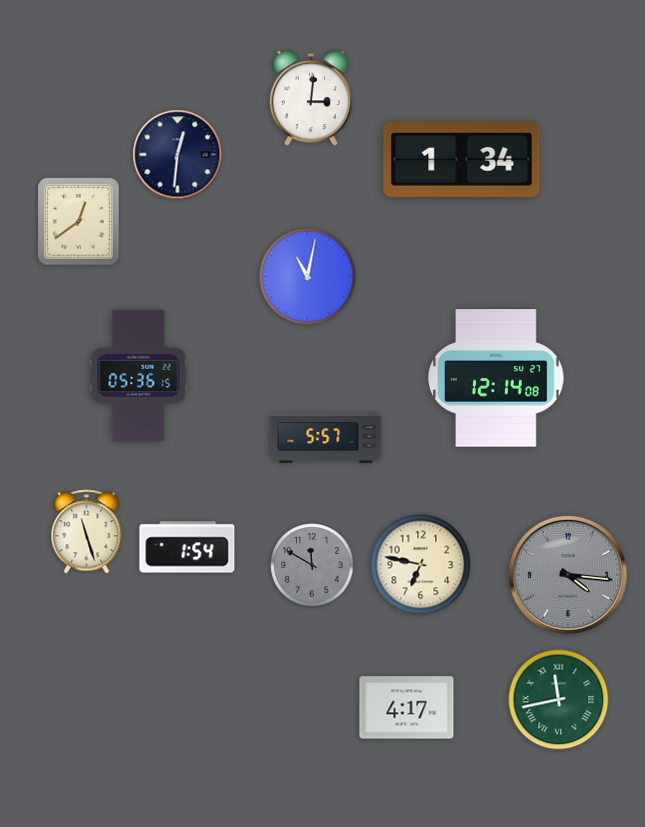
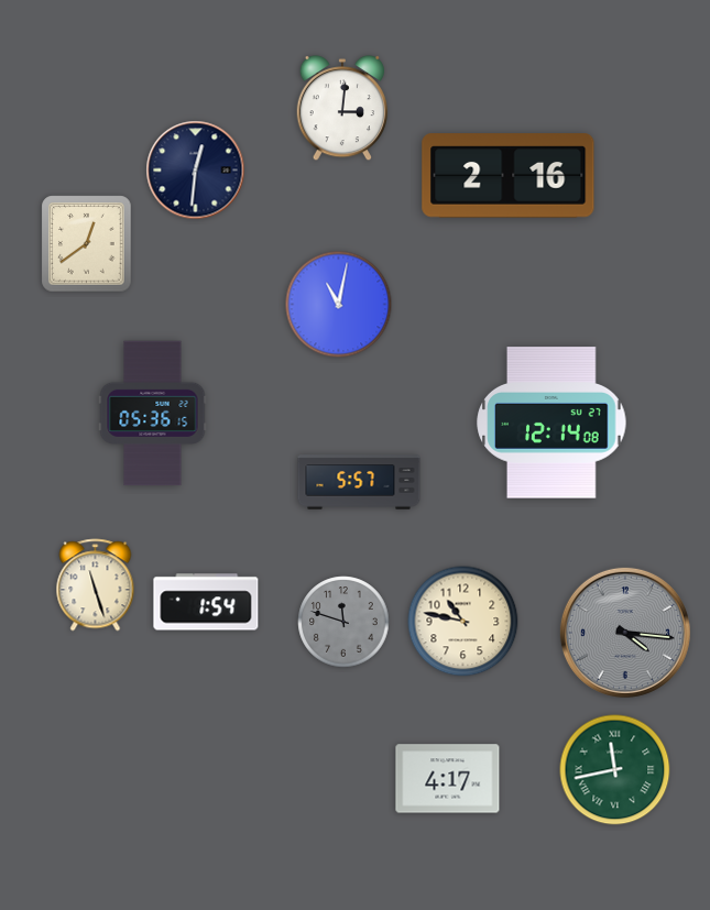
clock at (462, 160): 1:34 -> 2:16
clock at (496, 378) position: (496, 378) -> (551, 423)
clock at (312, 565): 11:50 -> 11:48
clock at (421, 565): 6:47 -> 10:47
